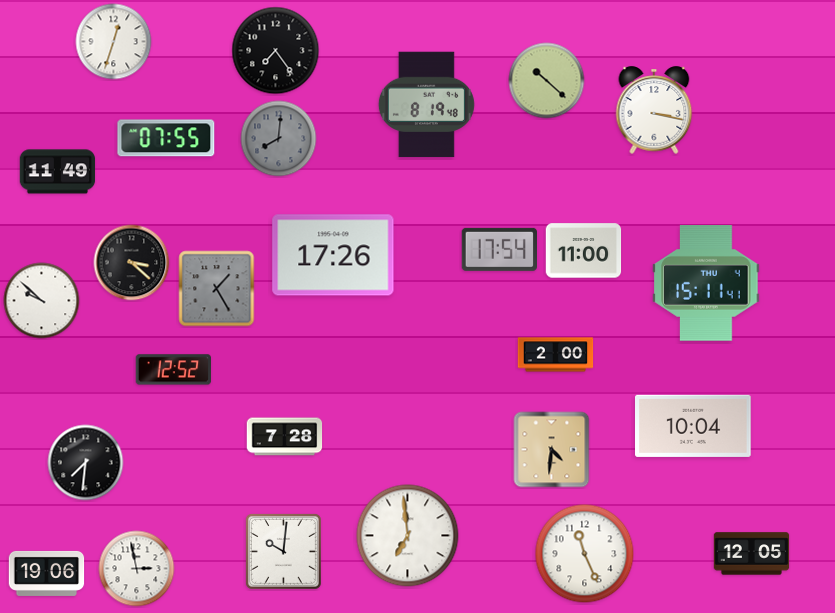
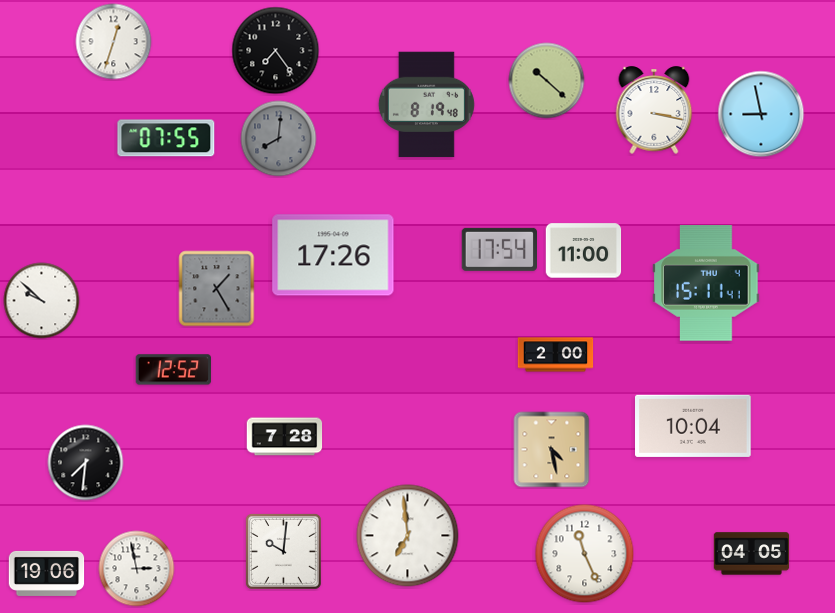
clock at (761, 114): none -> 8:58
clock at (58, 172): 11:49 -> none
clock at (132, 263): 3:22 -> none
clock at (552, 450): 4:31 -> 4:28
clock at (752, 554): 12:05 -> 04:05
